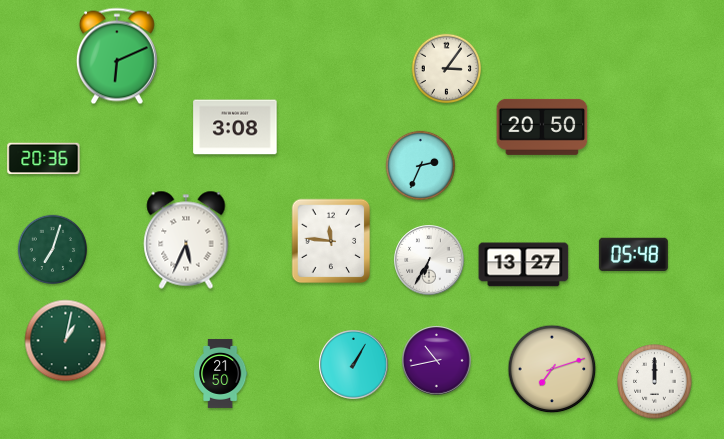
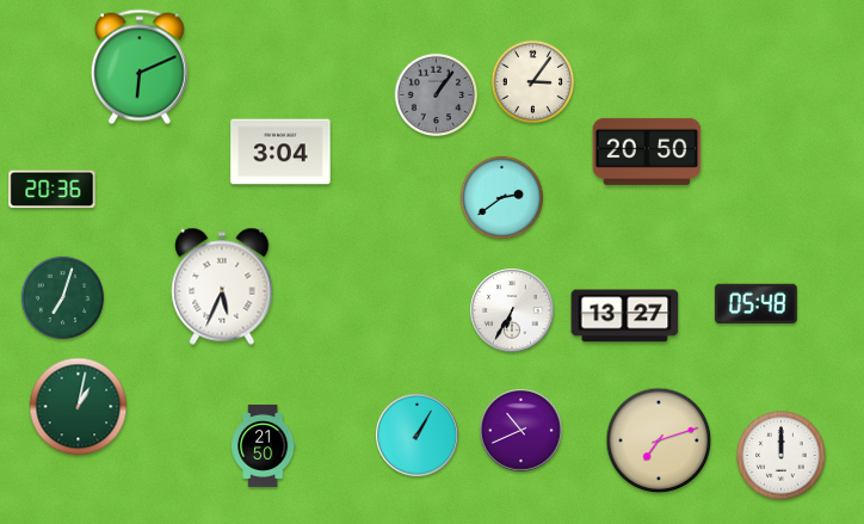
clock at (437, 95): none -> 1:06
clock at (235, 127): 3:08 -> 3:04
clock at (421, 166): 2:34 -> 2:39
clock at (331, 241): 11:46 -> none
clock at (437, 361): 10:43 -> 10:41
clock at (354, 365) position: (354, 365) -> (418, 436)
